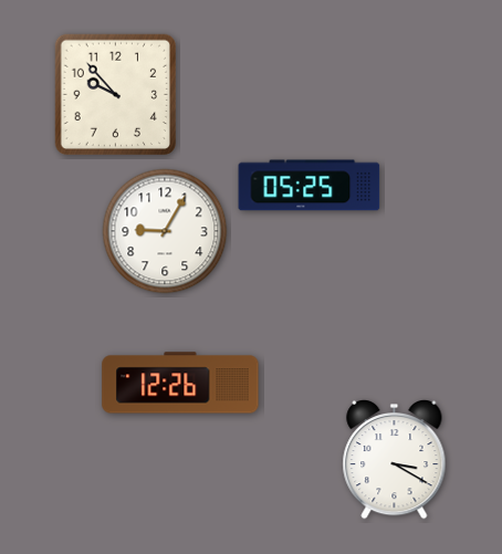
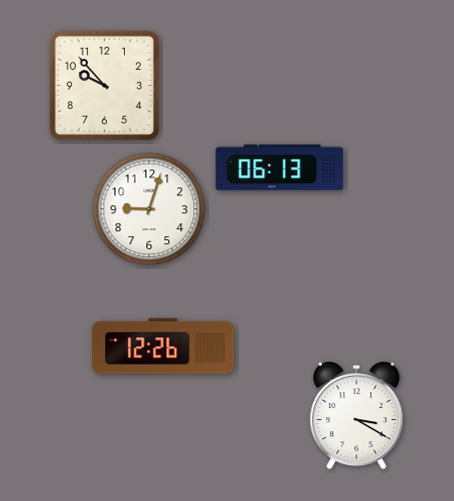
clock at (310, 186): 05:25 -> 06:13
clock at (165, 231): 9:05 -> 9:03
